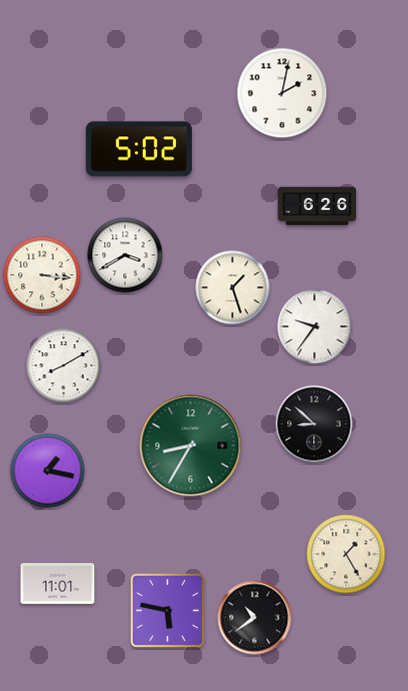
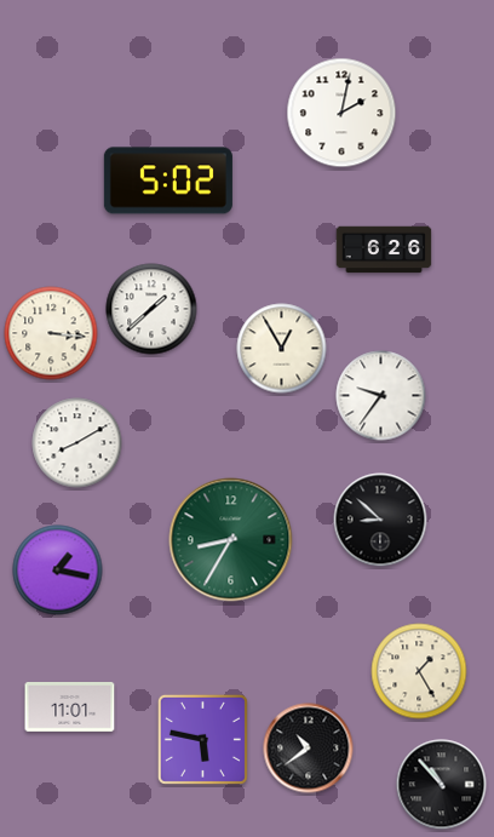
clock at (125, 255): 3:40 -> 1:38
clock at (233, 288): 1:27 -> 12:55
clock at (314, 424) position: (314, 424) -> (380, 520)
clock at (442, 785): none -> 10:53
